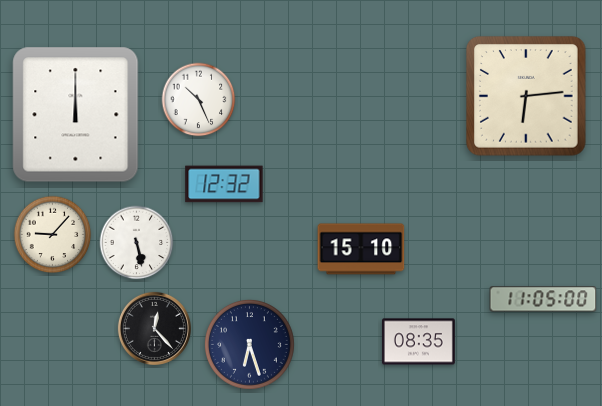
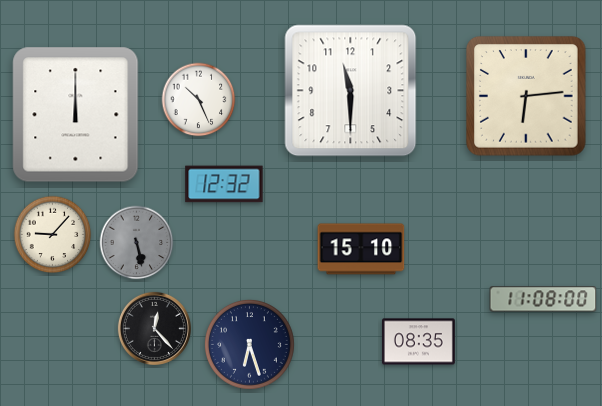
clock at (351, 91): none -> 11:30
clock at (137, 243) dial: white -> grey
clock at (543, 299): 11:05 -> 11:08
